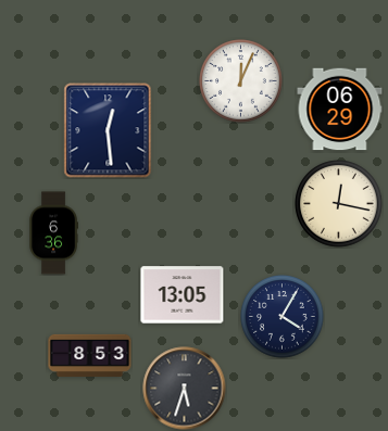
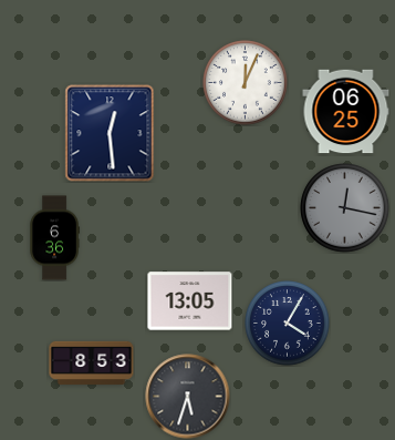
clock at (340, 110): 06:29 -> 06:25
clock at (339, 204) dial: cream -> grey
clock at (183, 295) position: (183, 295) -> (190, 301)
